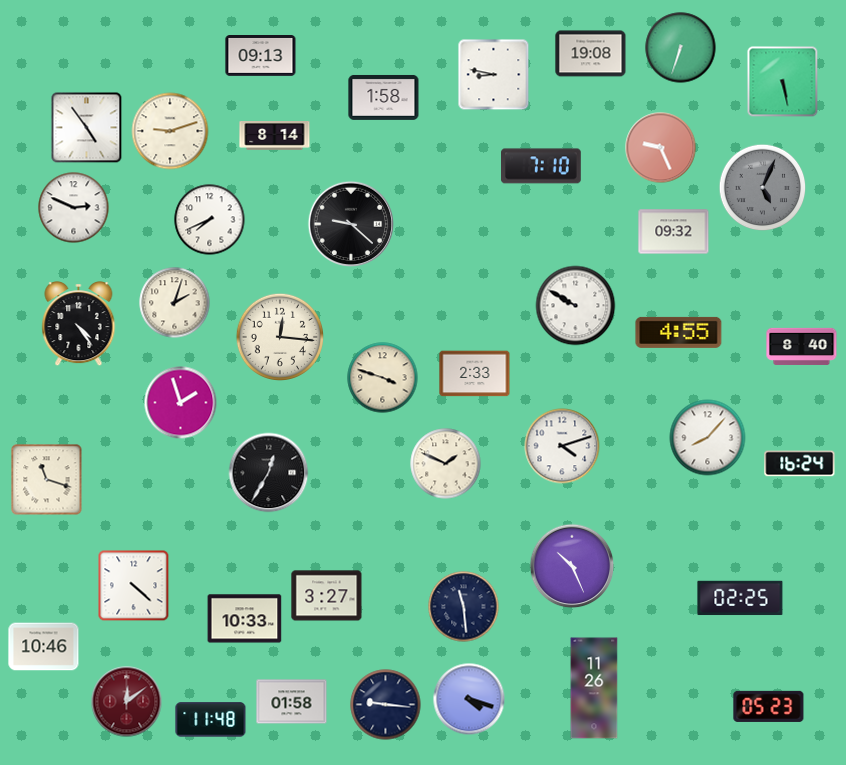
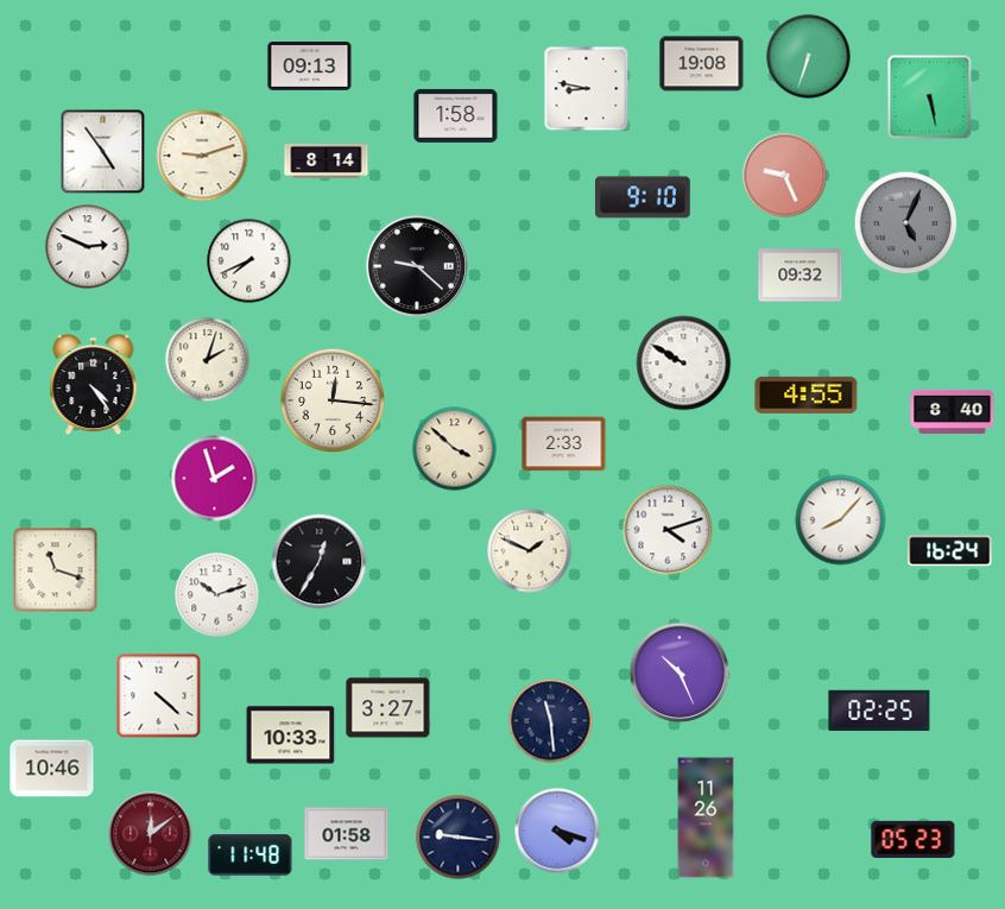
clock at (542, 166): 7:10 -> 9:10
clock at (383, 378): 3:48 -> 3:52
clock at (217, 595): none -> 10:12
